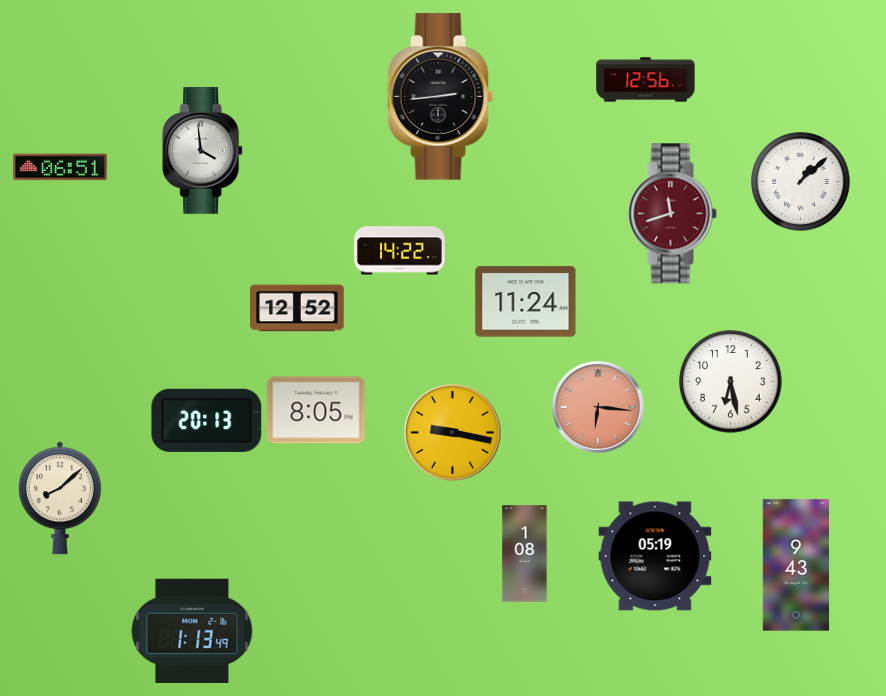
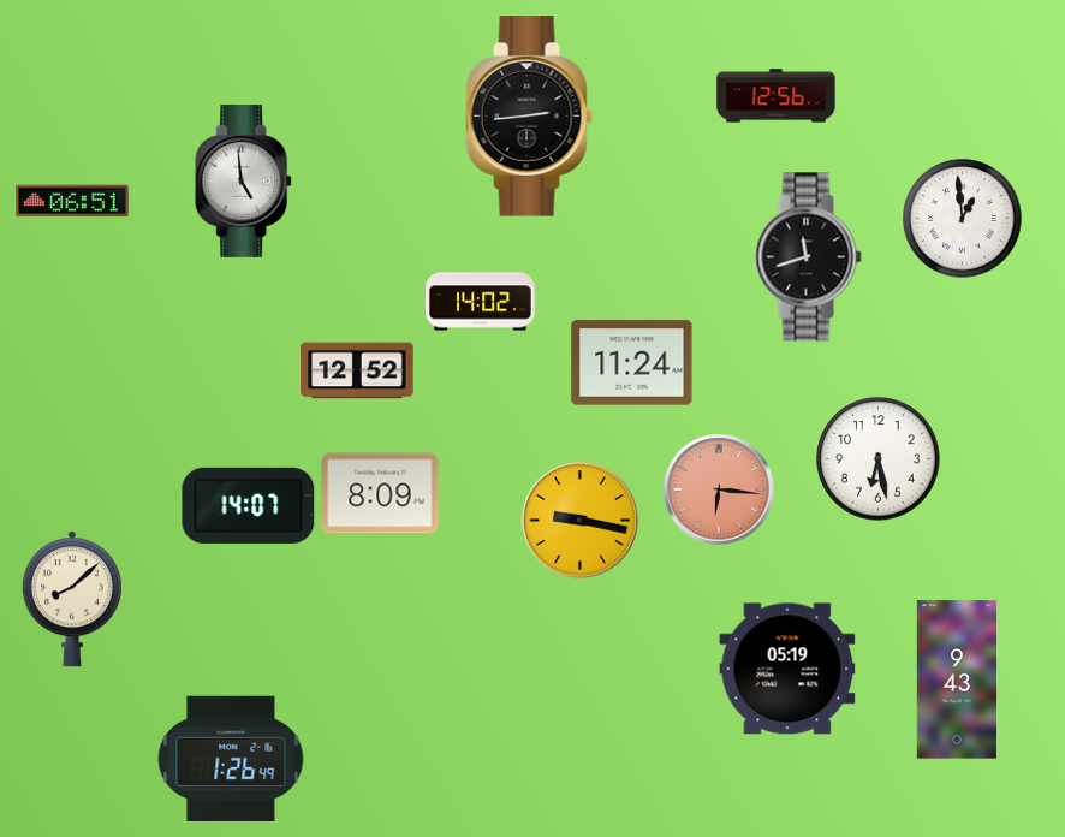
clock at (203, 150): 3:59 -> 4:59
clock at (801, 182): 1:08 -> 12:59
clock at (672, 214) dial: burgundy -> black
clock at (400, 251): 14:22 -> 14:02
clock at (316, 410): 8:05 -> 8:09
clock at (207, 420): 20:13 -> 14:07
clock at (453, 433) position: (453, 433) -> (581, 521)
clock at (525, 554): 1:08 -> none
clock at (192, 630): 1:13 -> 1:26
